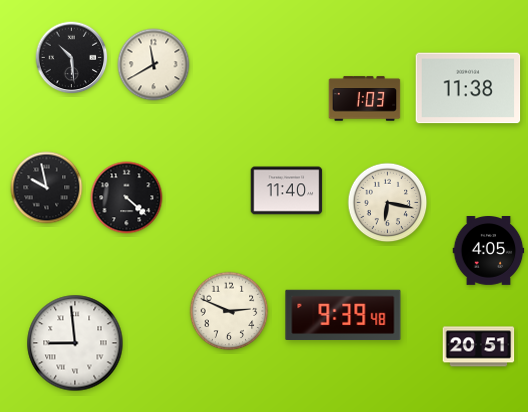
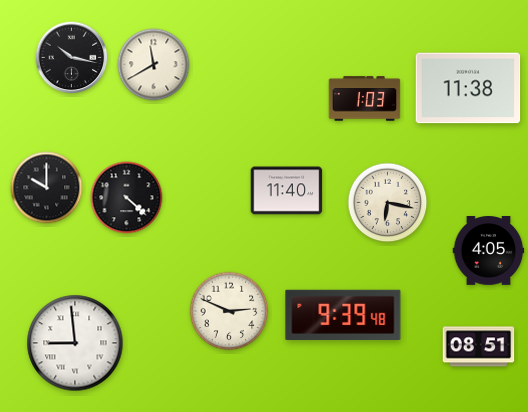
clock at (72, 58): 10:29 -> 10:17
clock at (47, 188): 9:58 -> 10:00
clock at (479, 347): 20:51 -> 08:51
